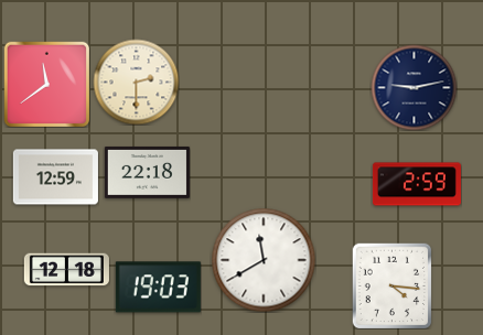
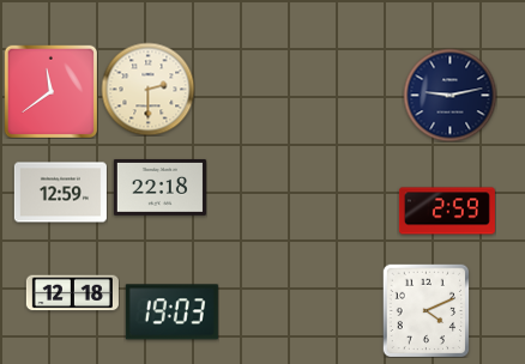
clock at (417, 184) position: (417, 184) -> (447, 211)
clock at (264, 260): 11:40 -> none
clock at (393, 285): 4:16 -> 4:11
